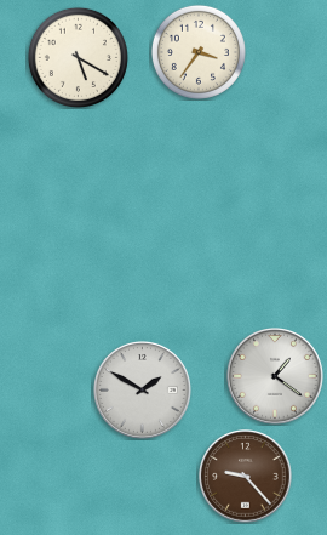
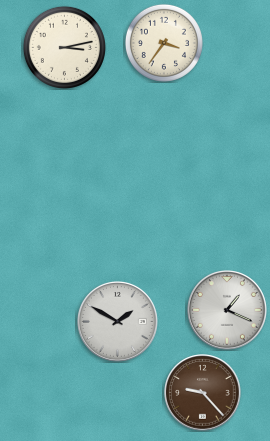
clock at (78, 57): 5:20 -> 3:13
clock at (276, 377): 1:21 -> 1:19
